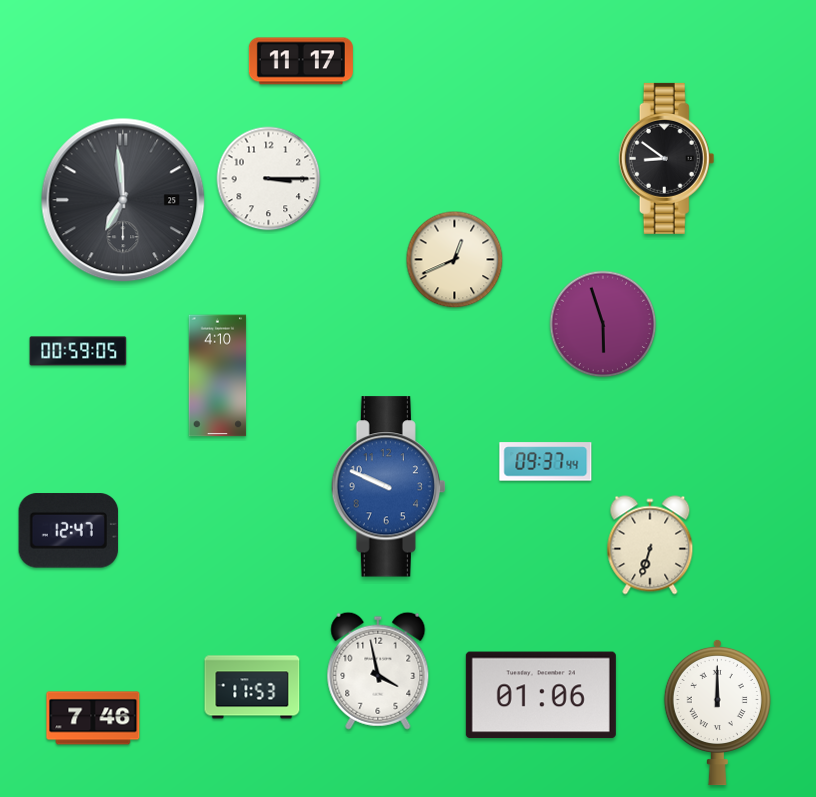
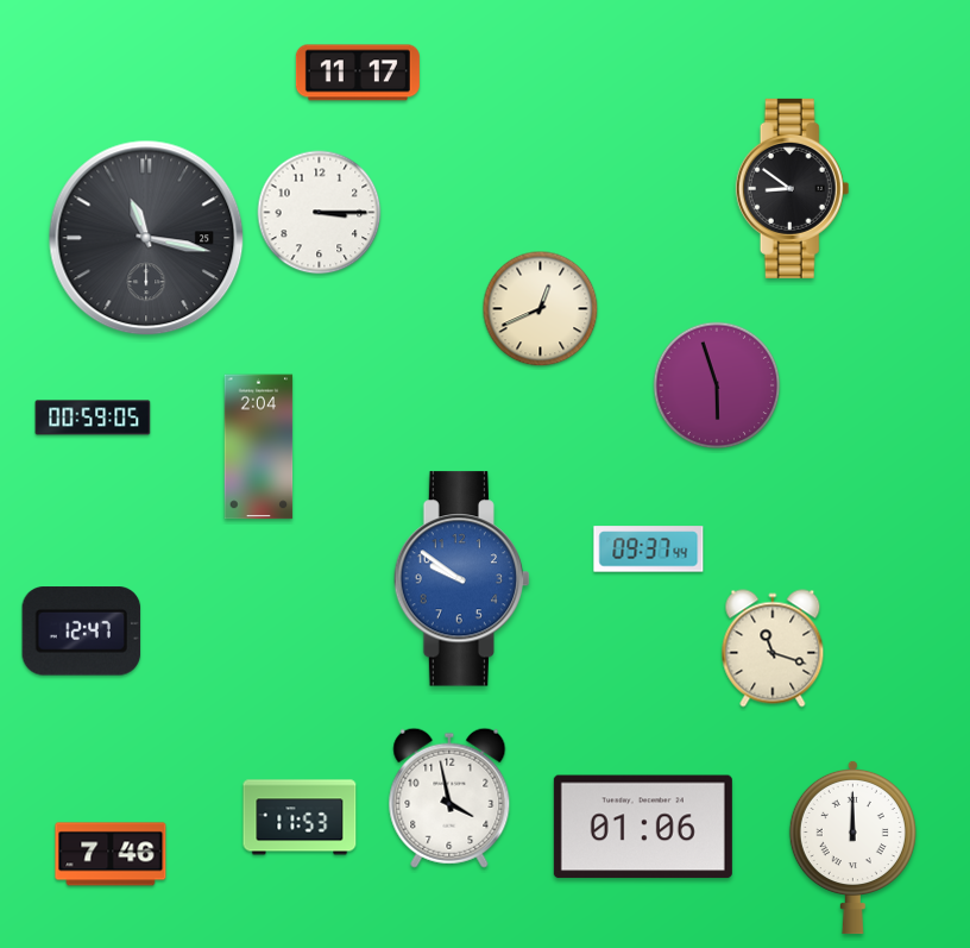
clock at (123, 200): 6:59 -> 11:17
clock at (218, 376): 4:10 -> 2:04
clock at (388, 487): 9:49 -> 9:51
clock at (650, 545): 6:33 -> 11:18
